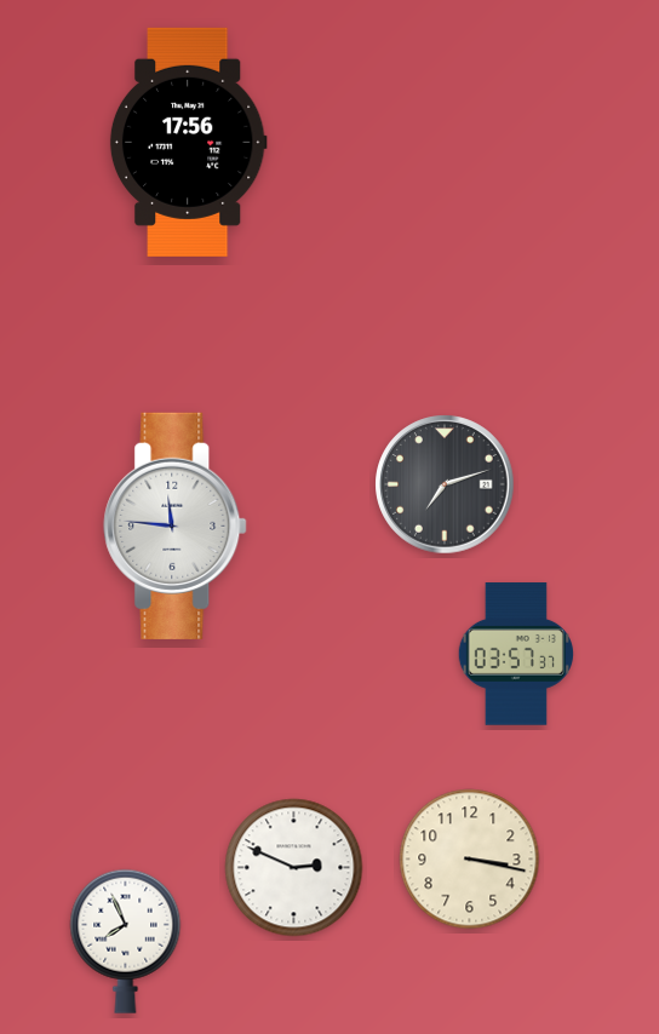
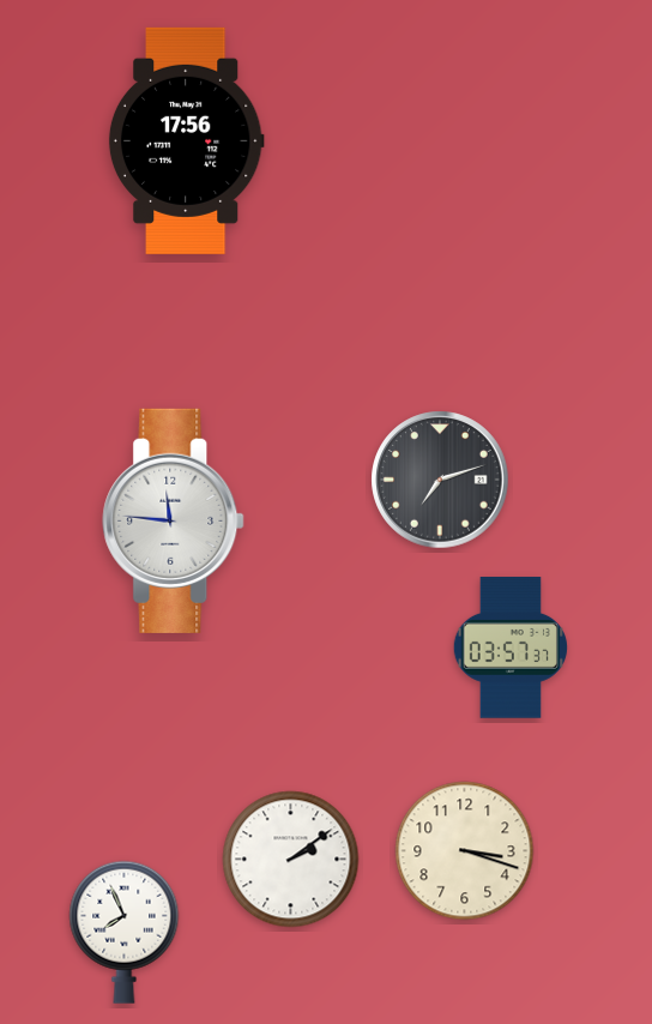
clock at (470, 860): 3:17 -> 3:18
clock at (294, 868): 2:49 -> 2:09
